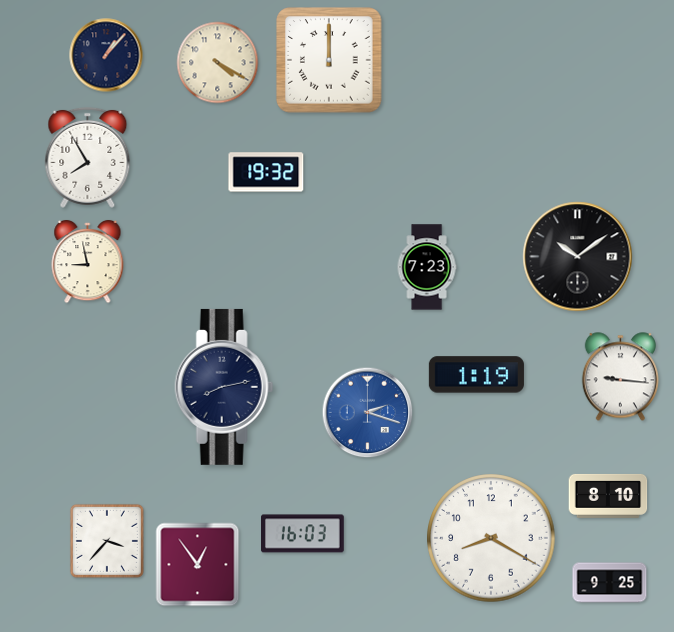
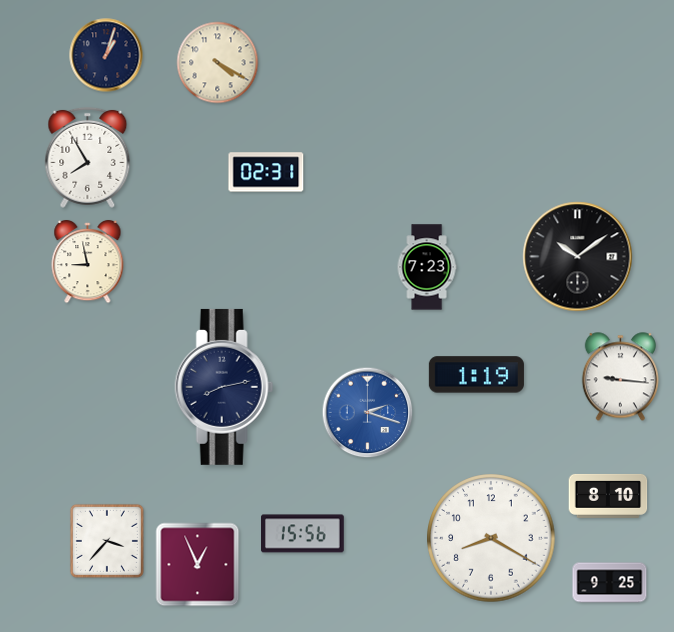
clock at (106, 55): 1:07 -> 1:03
clock at (329, 60): 12:00 -> none
clock at (266, 172): 19:32 -> 02:31
clock at (303, 534): 16:03 -> 15:56
clock at (198, 565): 12:54 -> 12:56
